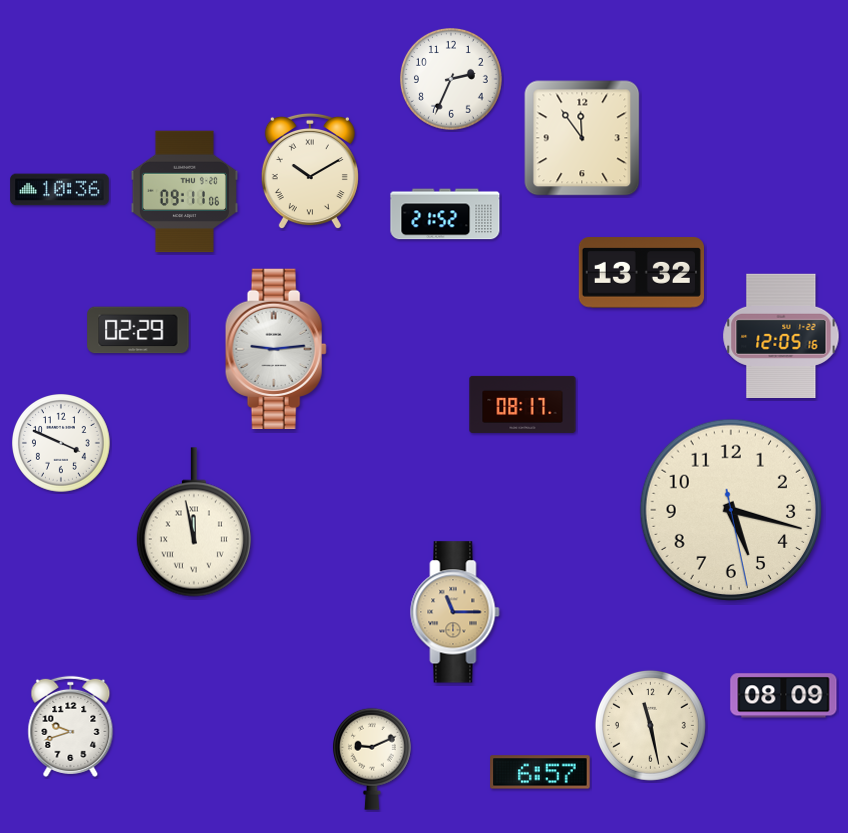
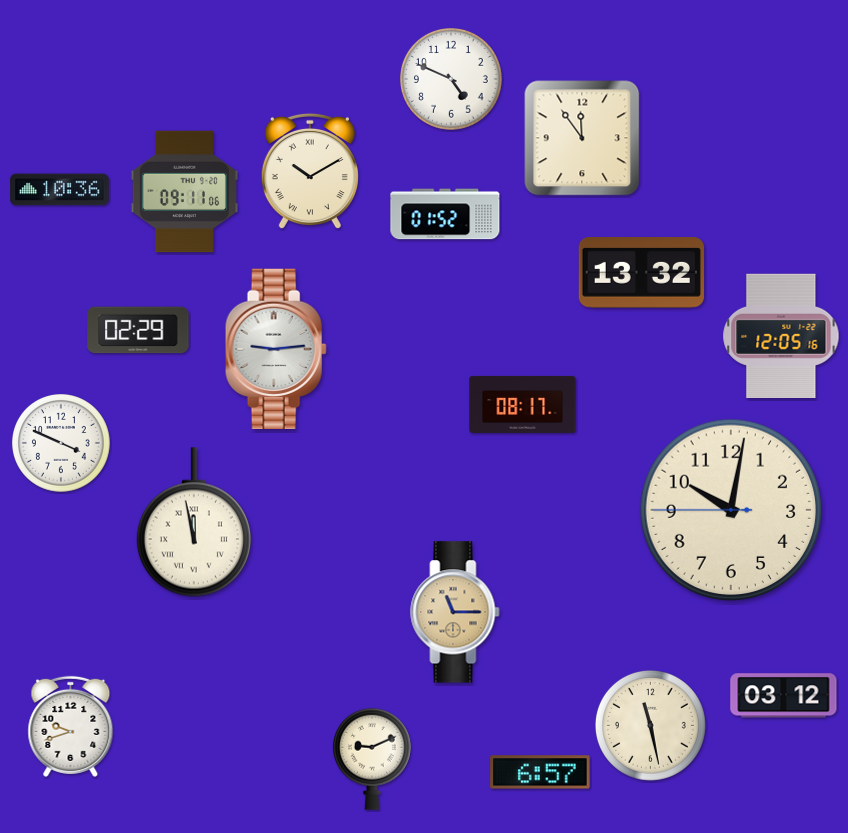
clock at (452, 80): 2:34 -> 4:49
clock at (445, 214): 21:52 -> 01:52
clock at (731, 510): 5:17 -> 10:01
clock at (784, 696): 08:09 -> 03:12
